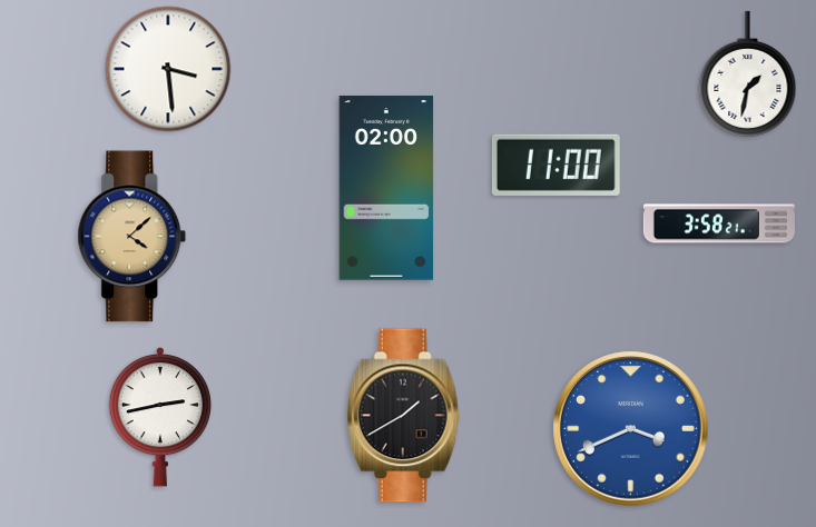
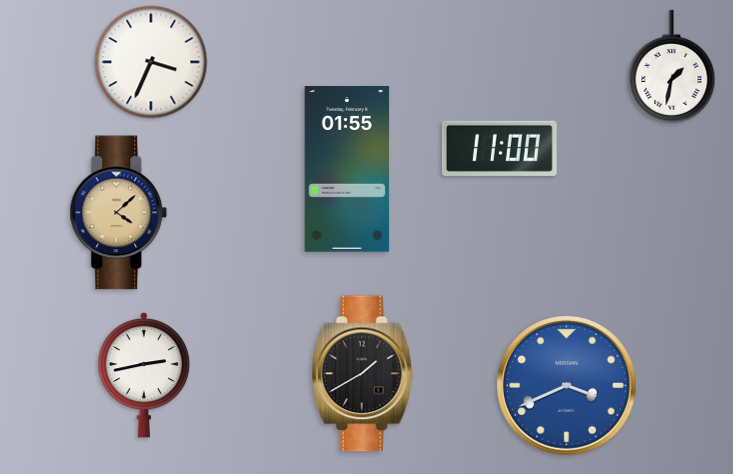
clock at (168, 69): 3:29 -> 3:34
clock at (386, 188): 02:00 -> 01:55
clock at (719, 223): 3:58 -> none
